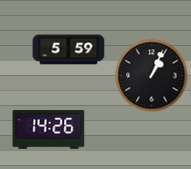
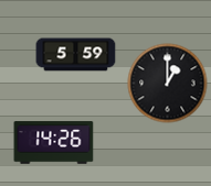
clock at (152, 76): 1:04 -> 1:00
